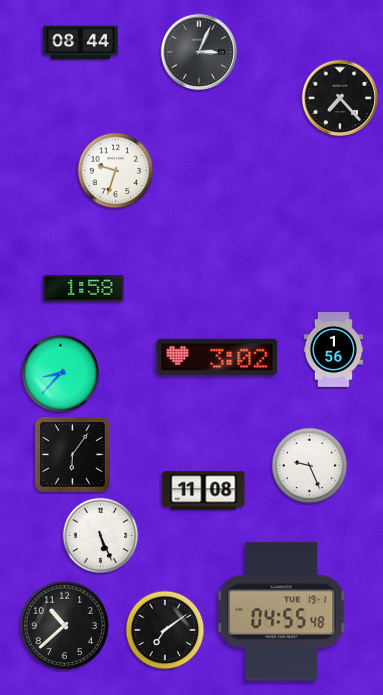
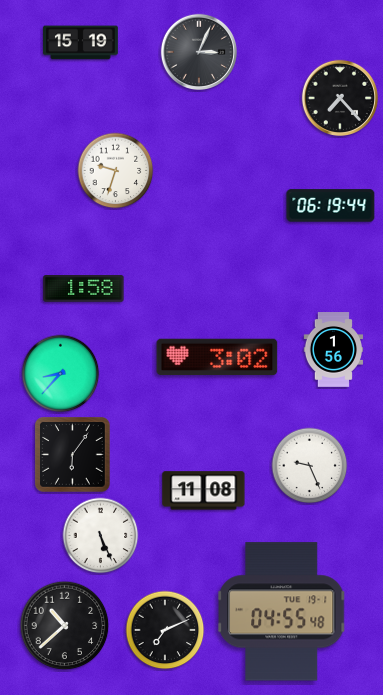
clock at (81, 43): 08:44 -> 15:19
clock at (331, 206): none -> 06:19
clock at (165, 630): 7:09 -> 7:11
